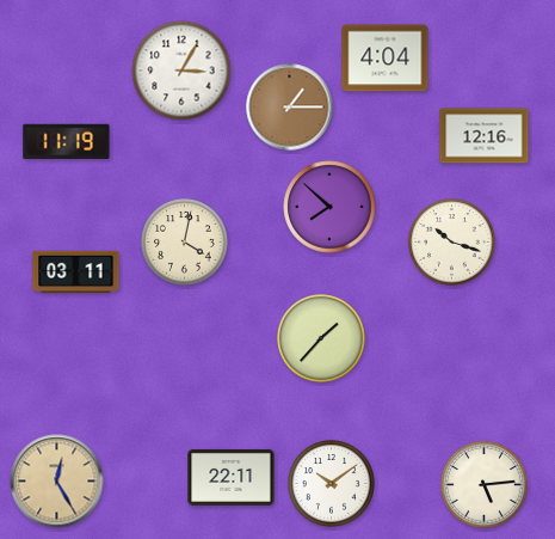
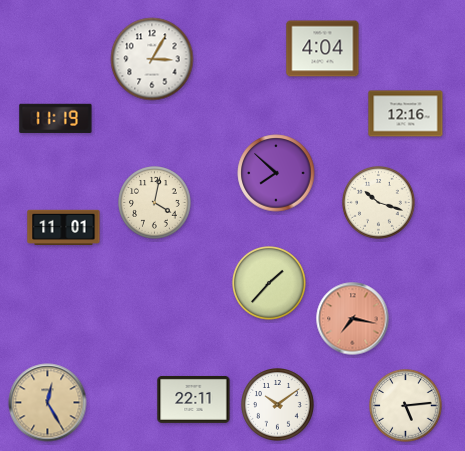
clock at (290, 108): 1:15 -> none
clock at (76, 272): 03:11 -> 11:01
clock at (353, 319): none -> 7:17
